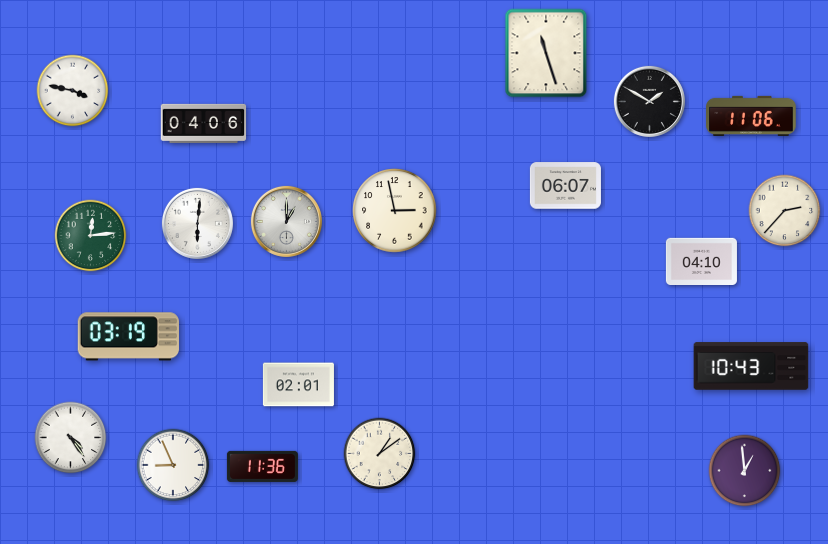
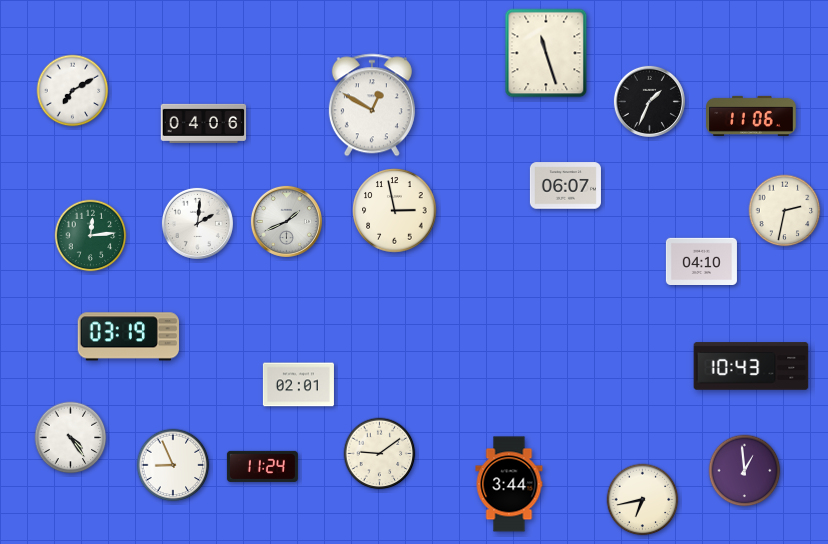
clock at (73, 91): 3:47 -> 7:10
clock at (649, 101): 1:50 -> 1:34
clock at (372, 105): none -> 12:50
clock at (785, 211): 2:37 -> 2:32
clock at (286, 221): 1:00 -> 1:41
clock at (197, 223): 6:01 -> 2:01
clock at (380, 454): 1:09 -> 9:09
clock at (262, 466): 11:36 -> 11:24
clock at (509, 484): none -> 3:44
clock at (643, 500): none -> 6:43
